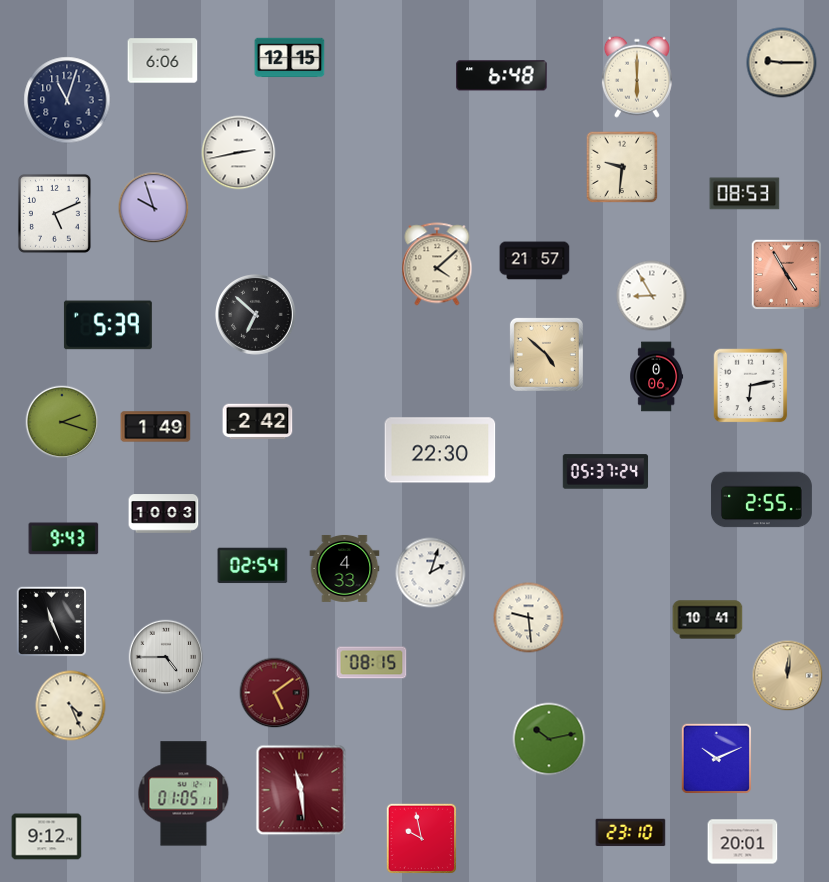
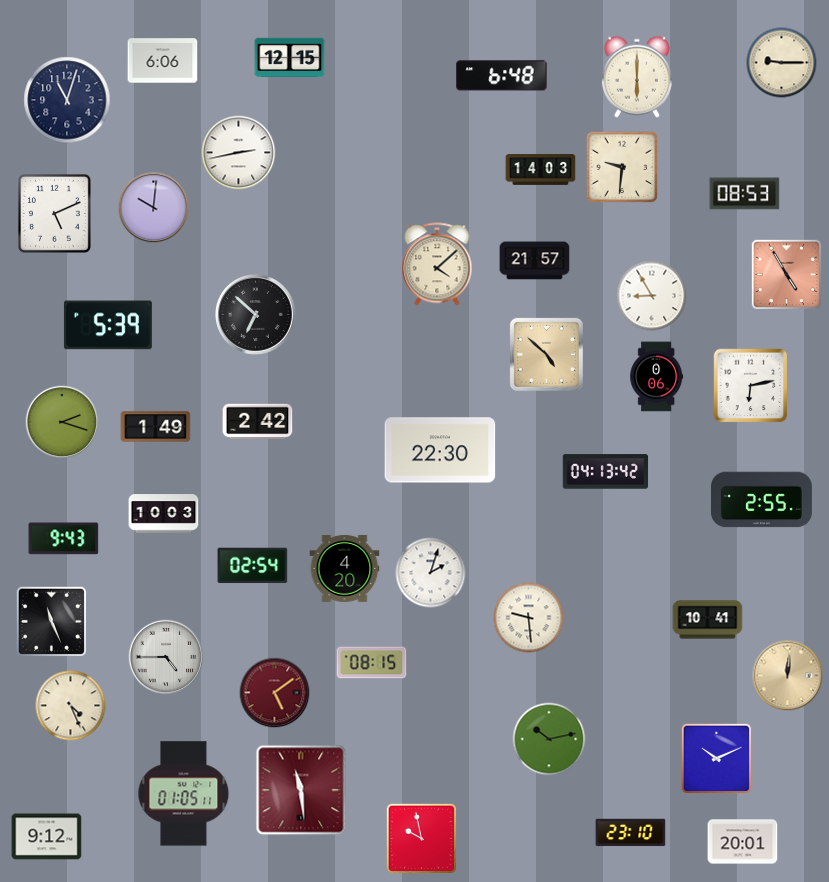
clock at (541, 170): none -> 14:03
clock at (154, 208): 9:57 -> 10:01
clock at (606, 472): 05:37 -> 04:13
clock at (345, 568): 4:33 -> 4:20
